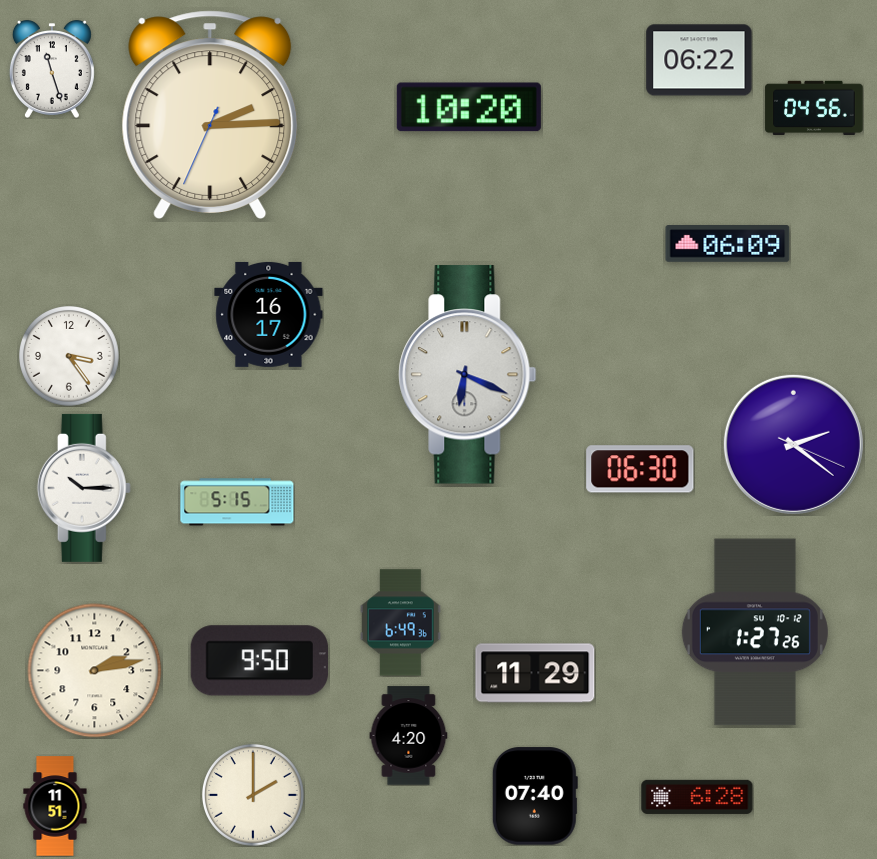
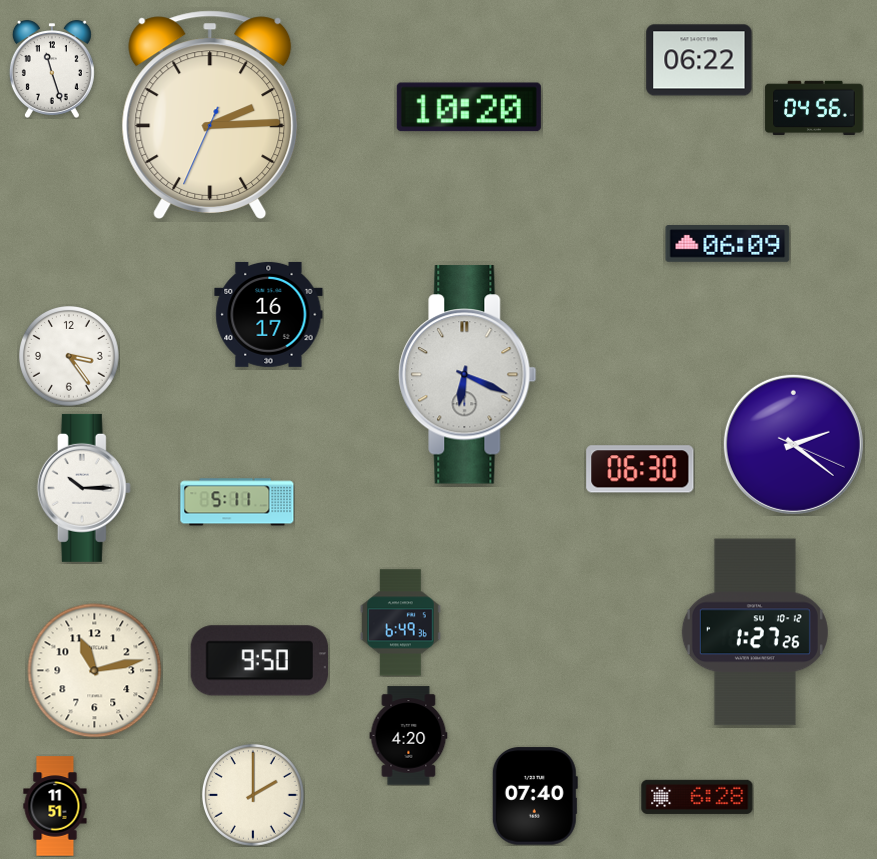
clock at (237, 502): 5:15 -> 5:11
clock at (95, 671): 2:13 -> 11:13
clock at (535, 673): 11:29 -> none
